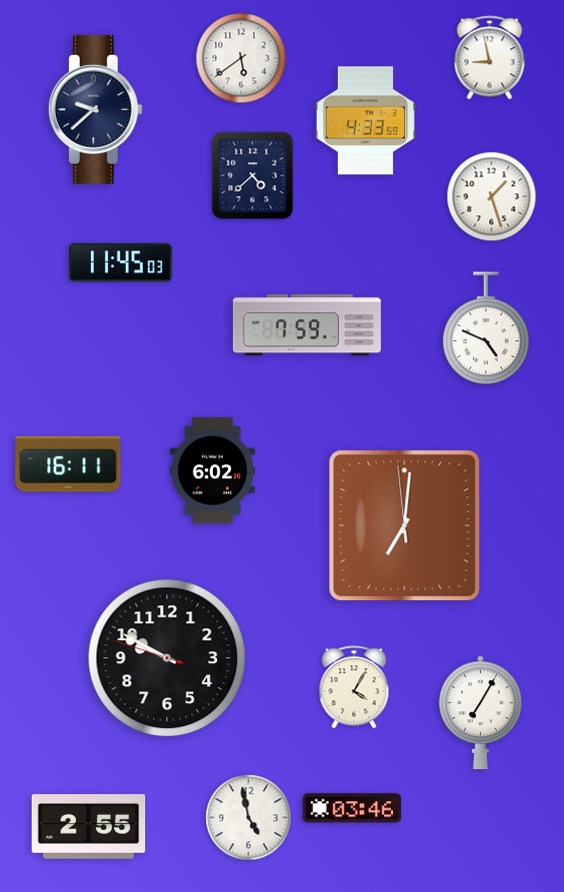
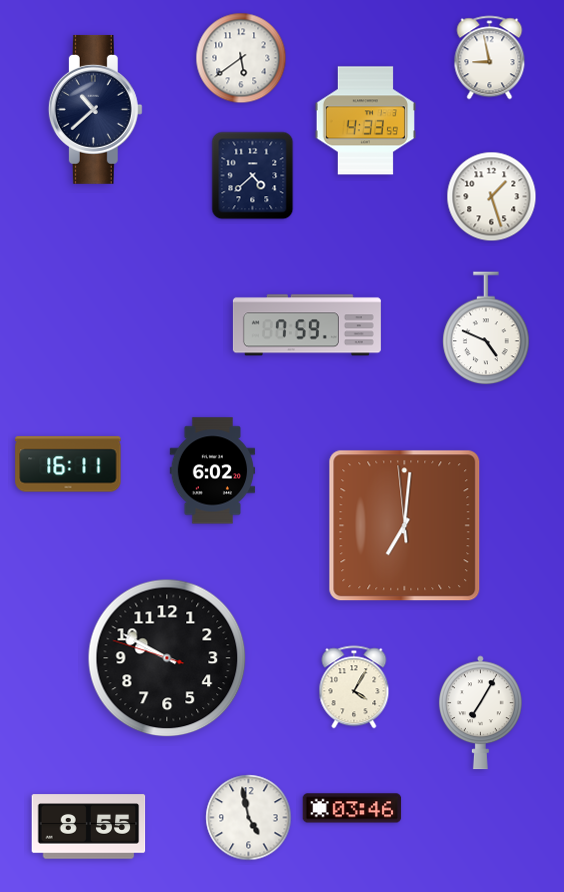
clock at (95, 109): 9:38 -> 10:38
clock at (121, 263): 11:45 -> none
clock at (89, 827): 2:55 -> 8:55
